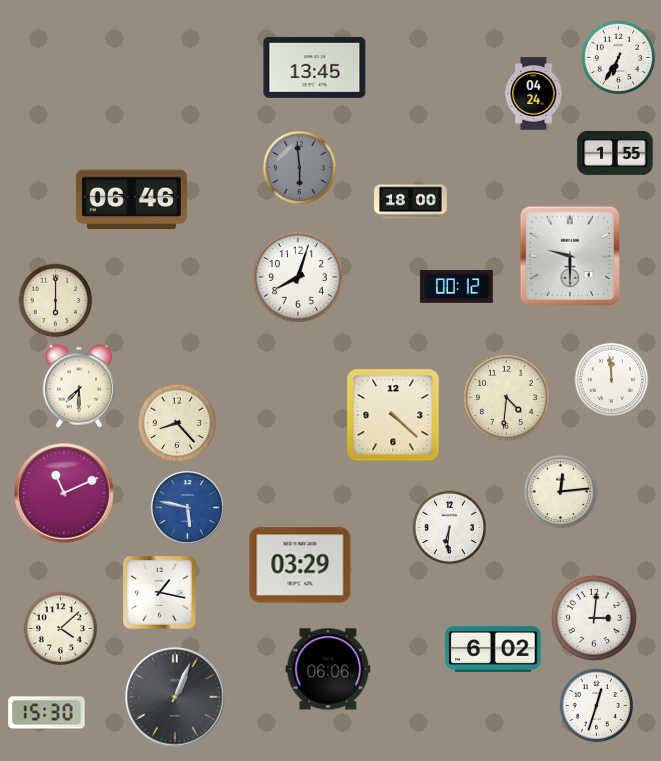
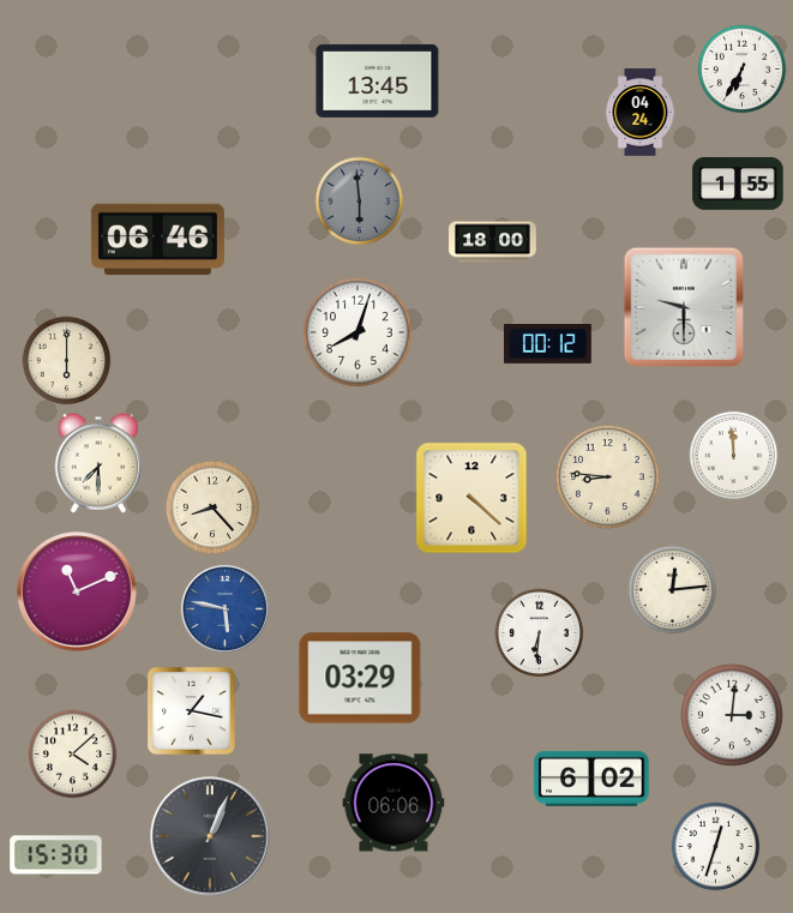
clock at (79, 386) position: (79, 386) -> (98, 463)
clock at (506, 397): 4:31 -> 8:46
clock at (594, 618) position: (594, 618) -> (732, 715)
